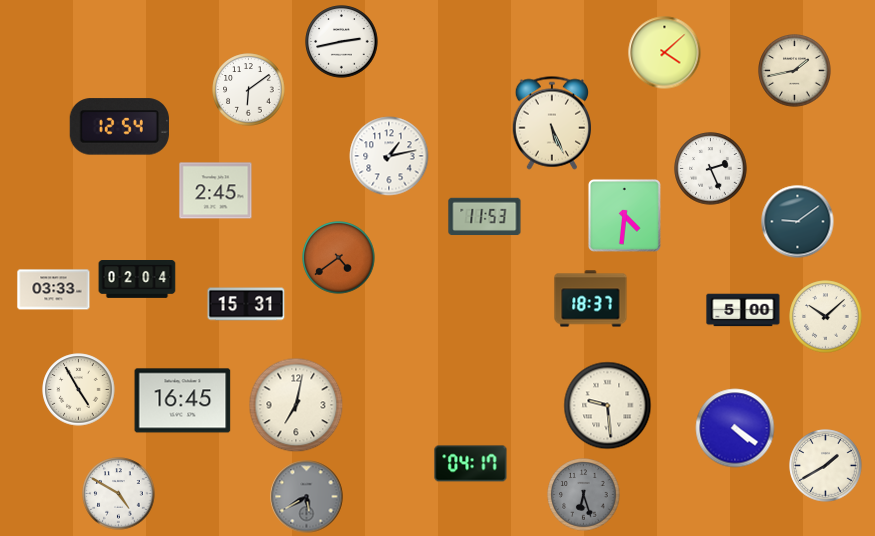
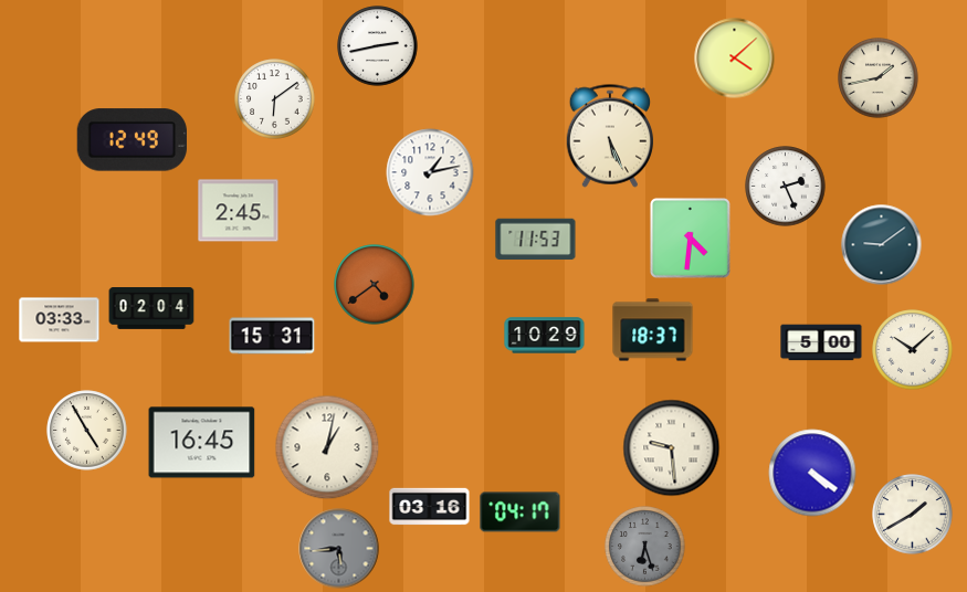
clock at (119, 127): 12:54 -> 12:49
clock at (545, 336): none -> 10:29
clock at (296, 405): 7:02 -> 1:02
clock at (430, 507): none -> 03:16
clock at (119, 494): 4:50 -> none
clock at (307, 497): 5:40 -> 5:44
